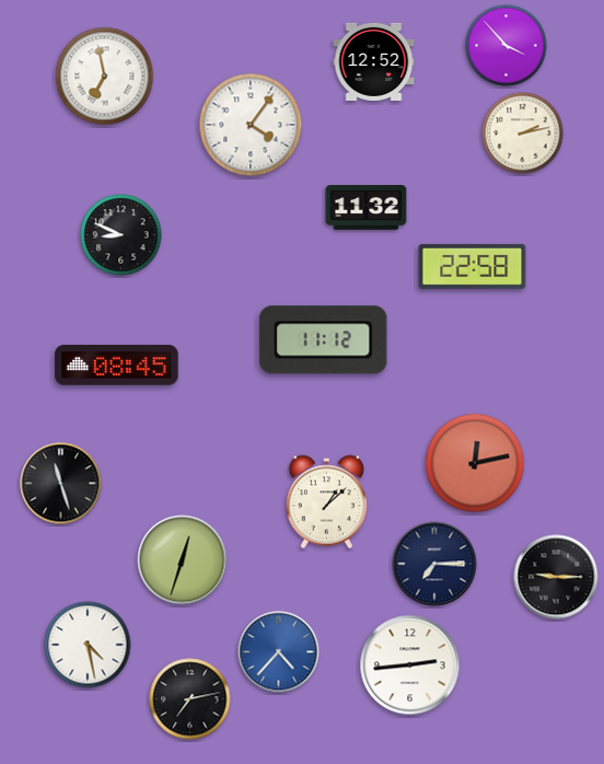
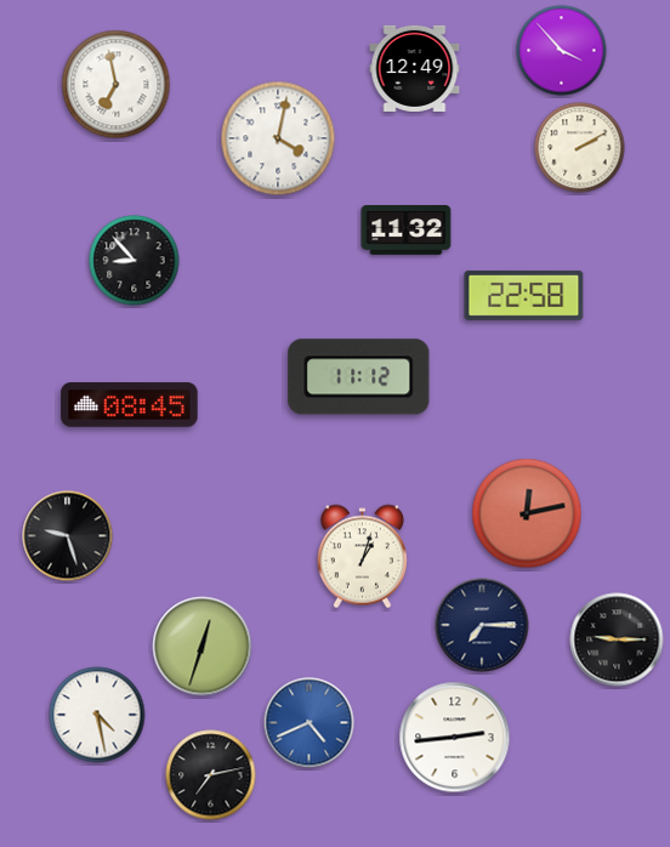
clock at (374, 61): 12:52 -> 12:49
clock at (251, 125): 4:06 -> 4:02
clock at (523, 134): 2:13 -> 2:10
clock at (121, 235): 8:49 -> 8:53
clock at (61, 484): 11:27 -> 9:27
clock at (326, 502): 1:08 -> 1:03
clock at (183, 560) position: (183, 560) -> (203, 647)
clock at (279, 652): 4:37 -> 4:41
